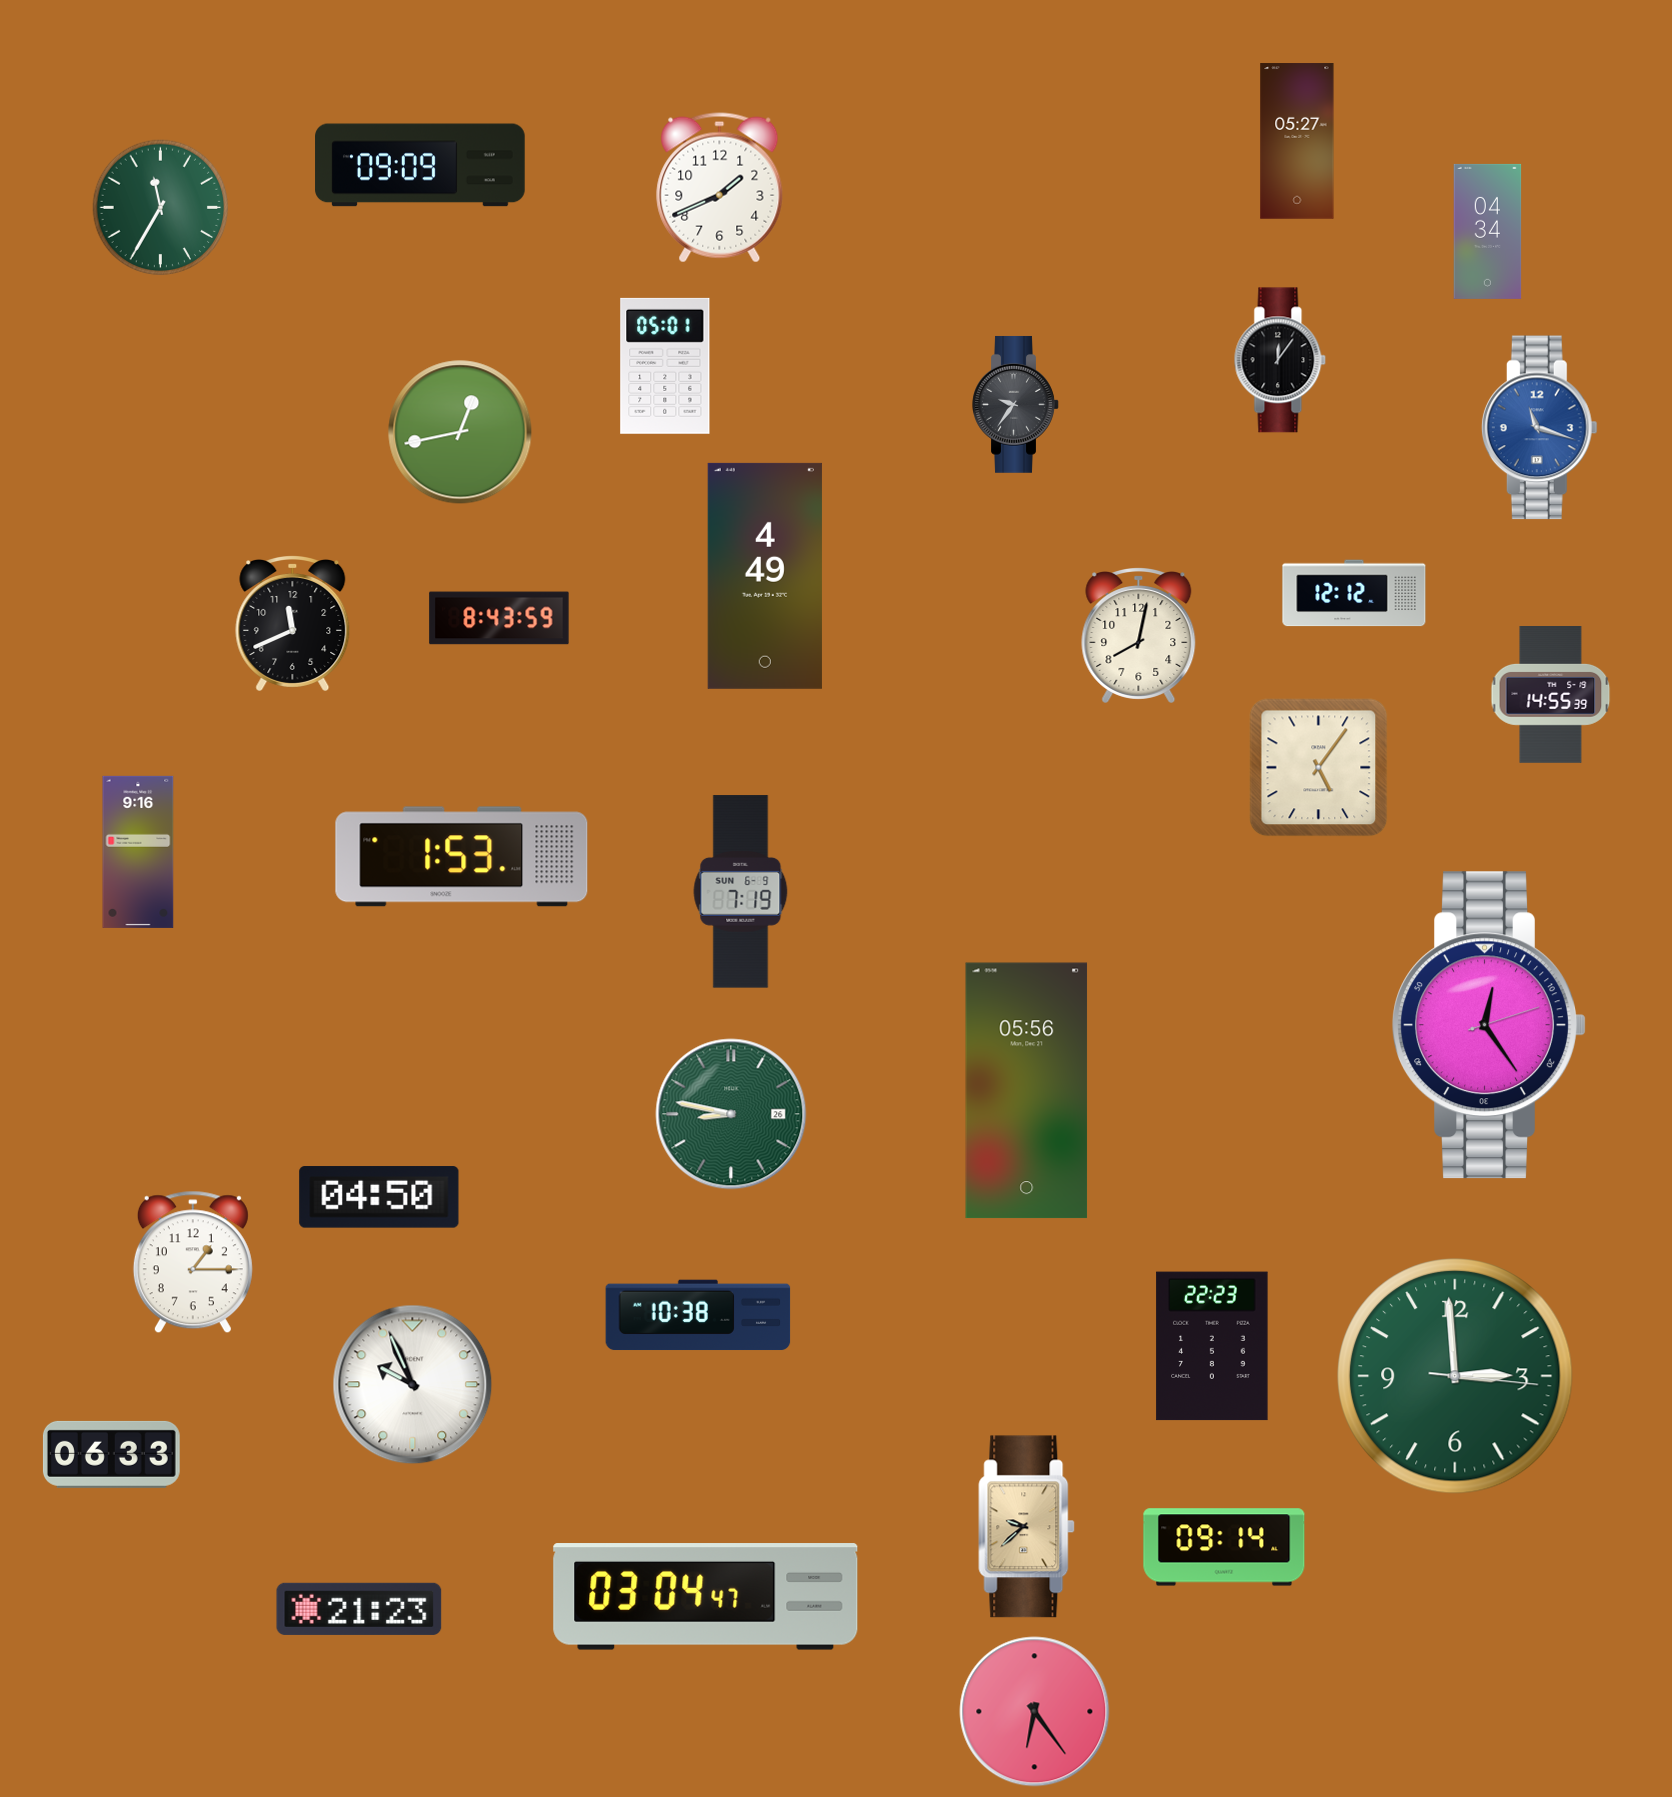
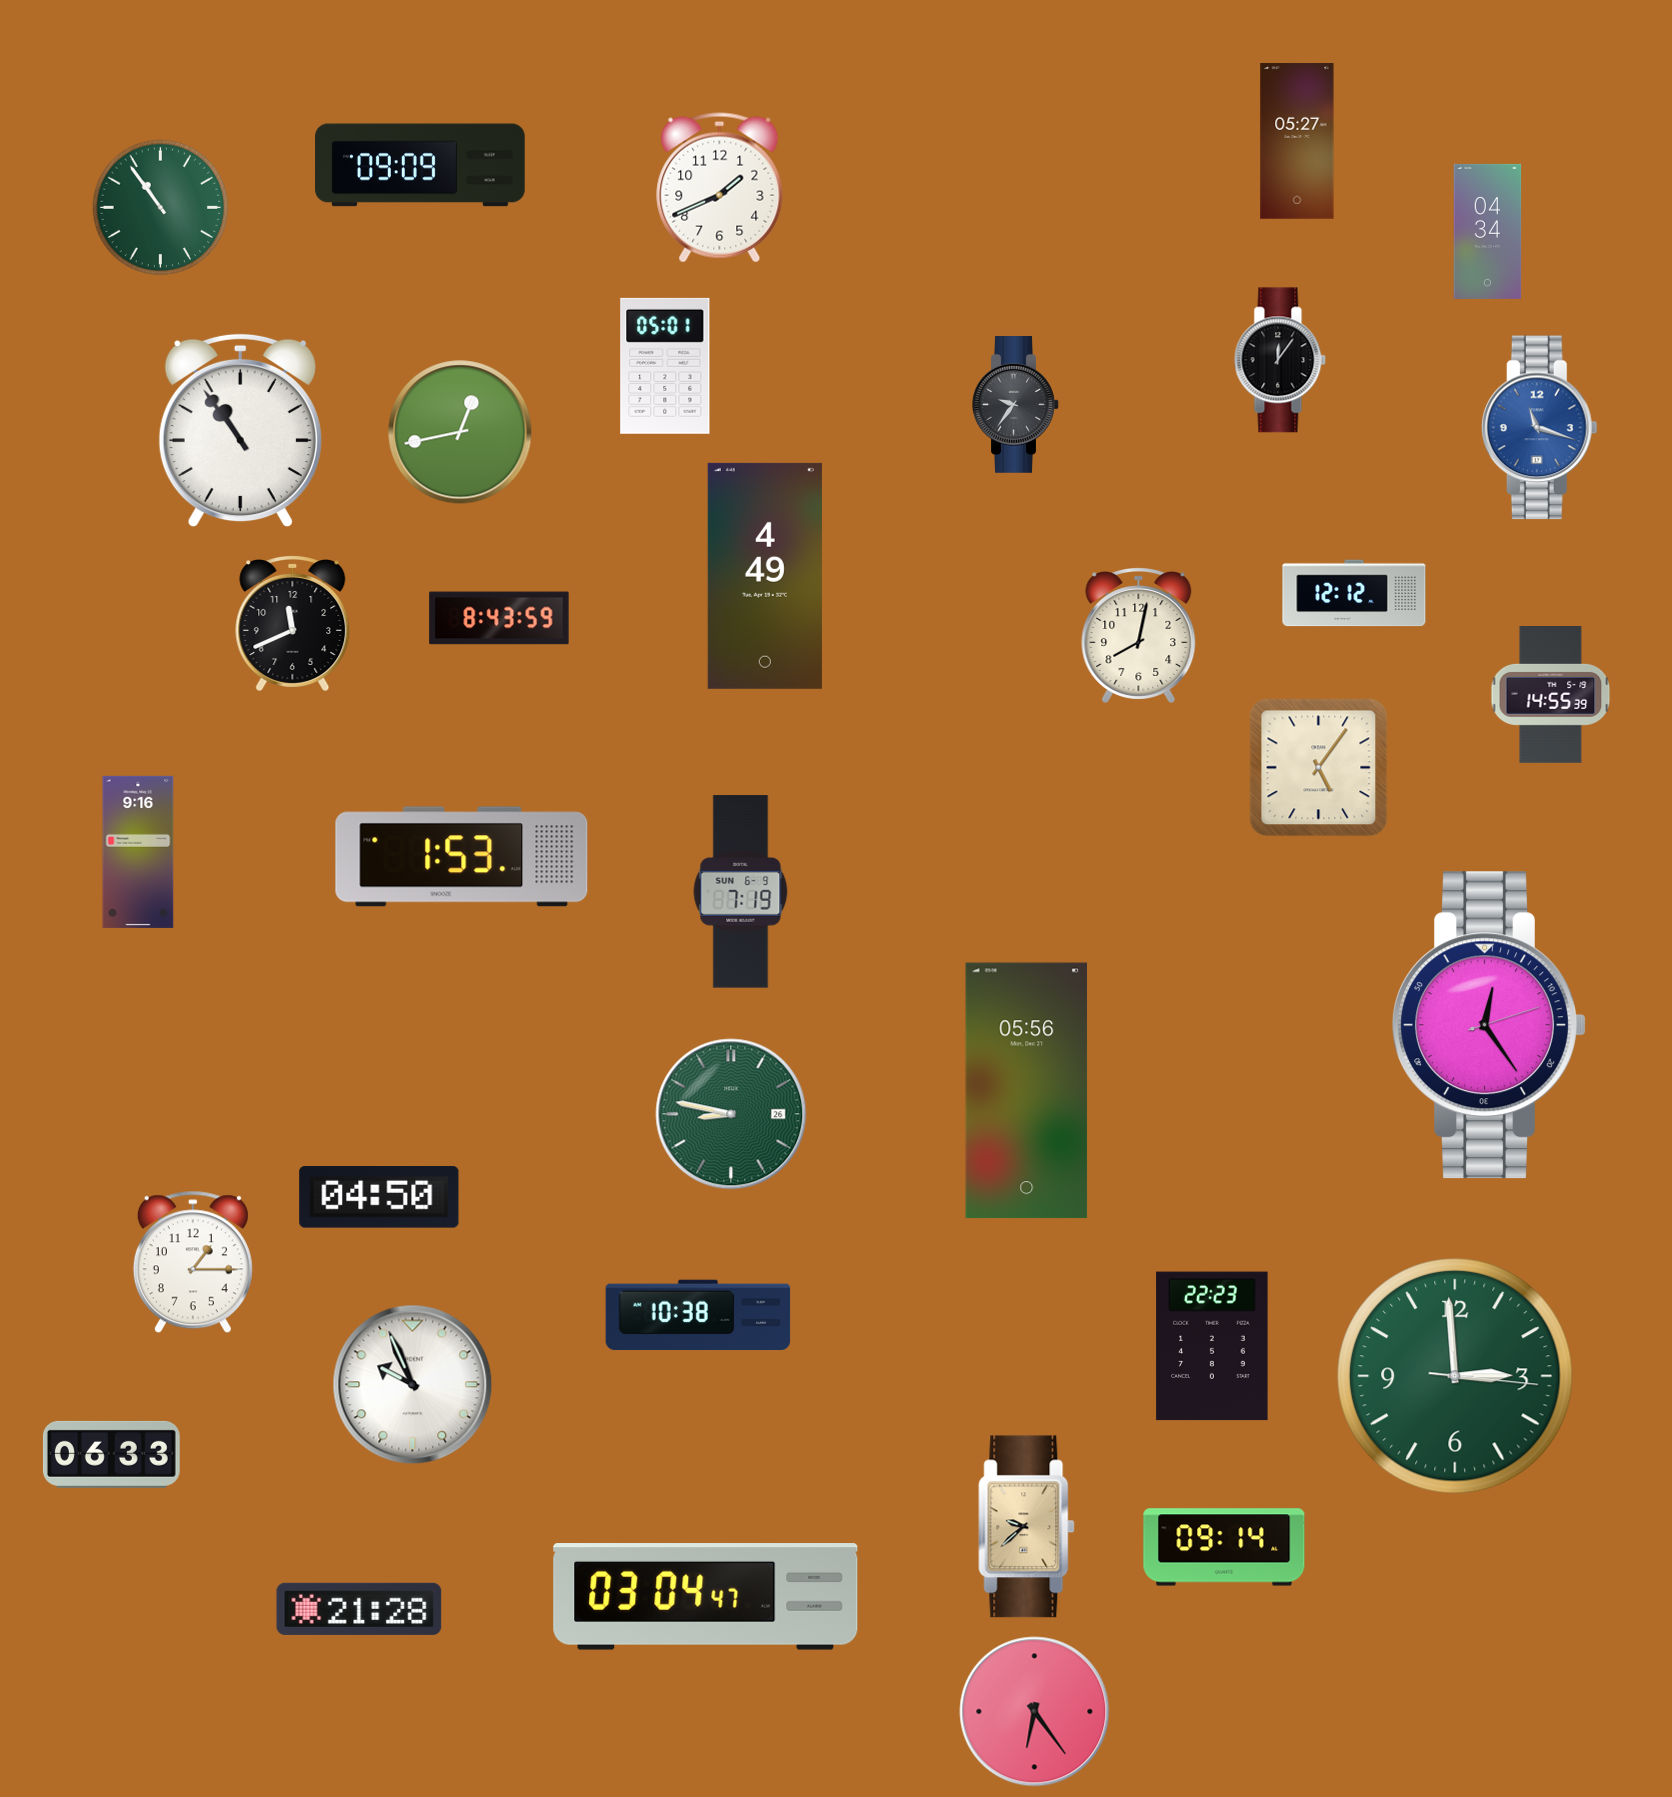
clock at (161, 208): 11:35 -> 10:54
clock at (240, 431): none -> 10:54
clock at (359, 1609): 21:23 -> 21:28
